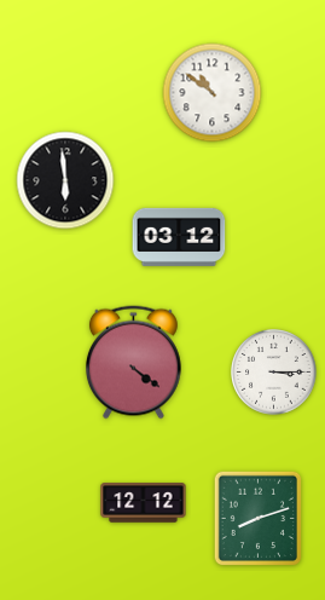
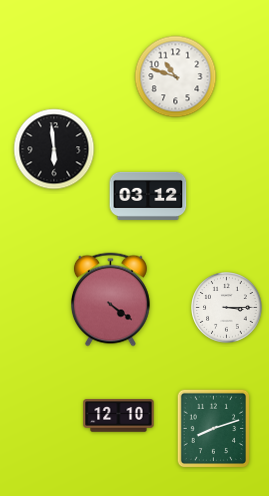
clock at (213, 93): 10:51 -> 10:48
clock at (144, 503): 12:12 -> 12:10
